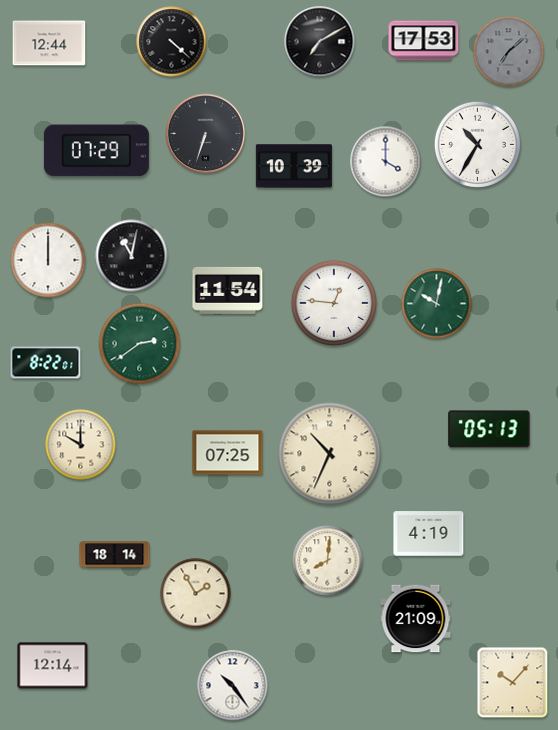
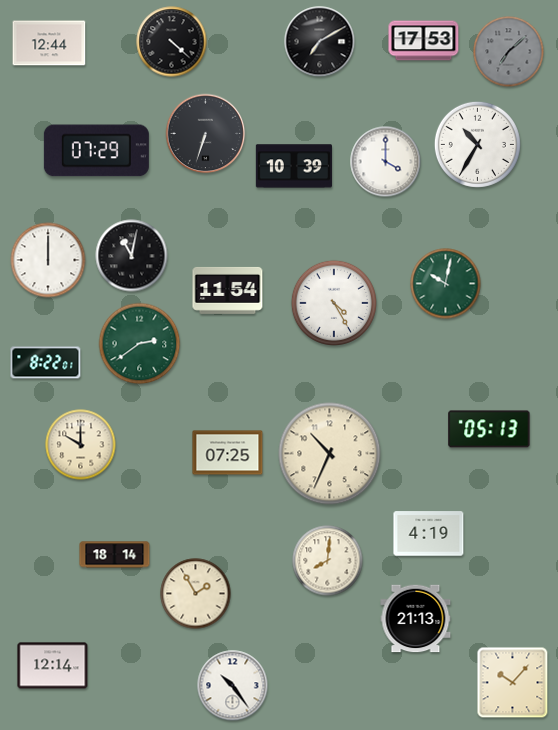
clock at (333, 302): 12:46 -> 4:25
clock at (437, 304) position: (437, 304) -> (446, 284)
clock at (416, 619): 21:09 -> 21:13
